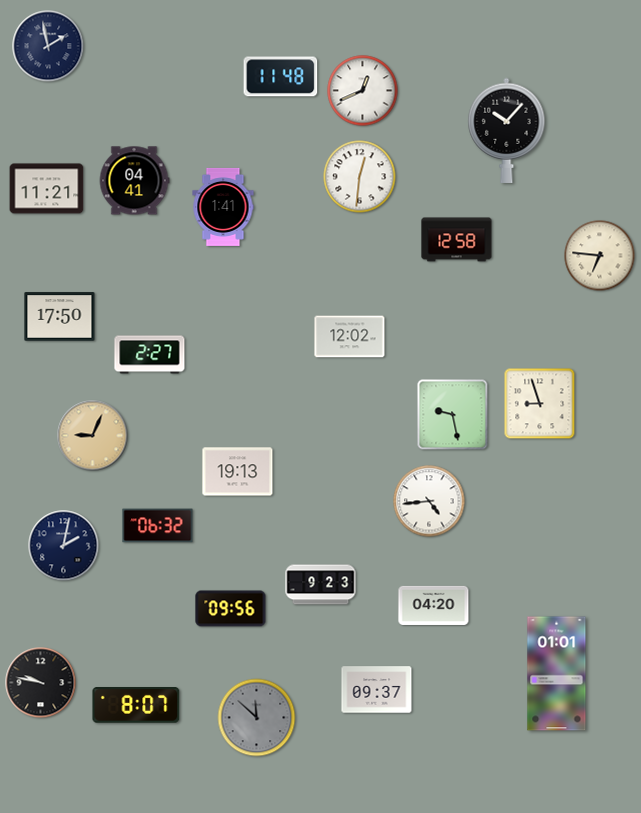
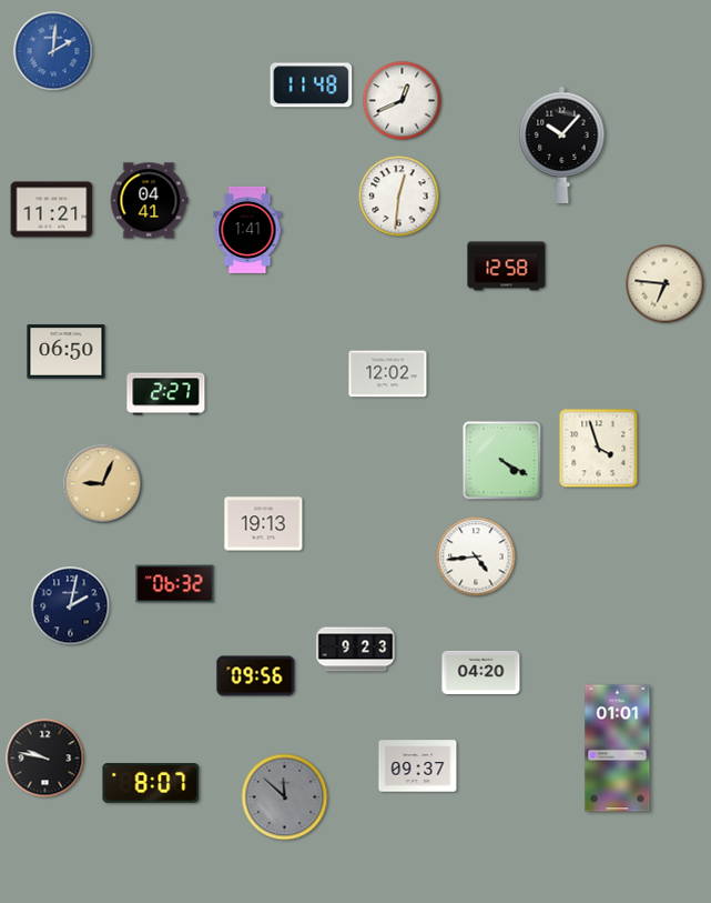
clock at (48, 46): 1:58 -> 2:01
clock at (48, 46) dial: navy -> blue
clock at (60, 317): 17:50 -> 06:50
clock at (540, 404): 8:57 -> 3:57
clock at (453, 415): 9:28 -> 4:20
